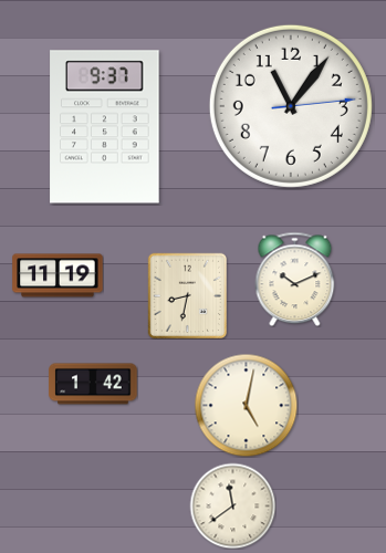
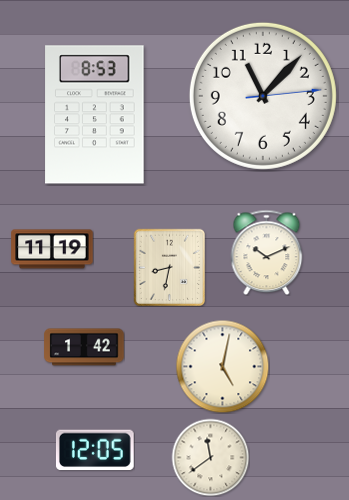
clock at (291, 106): 11:06 -> 11:07
clock at (105, 127): 9:37 -> 8:53
clock at (95, 450): none -> 12:05
